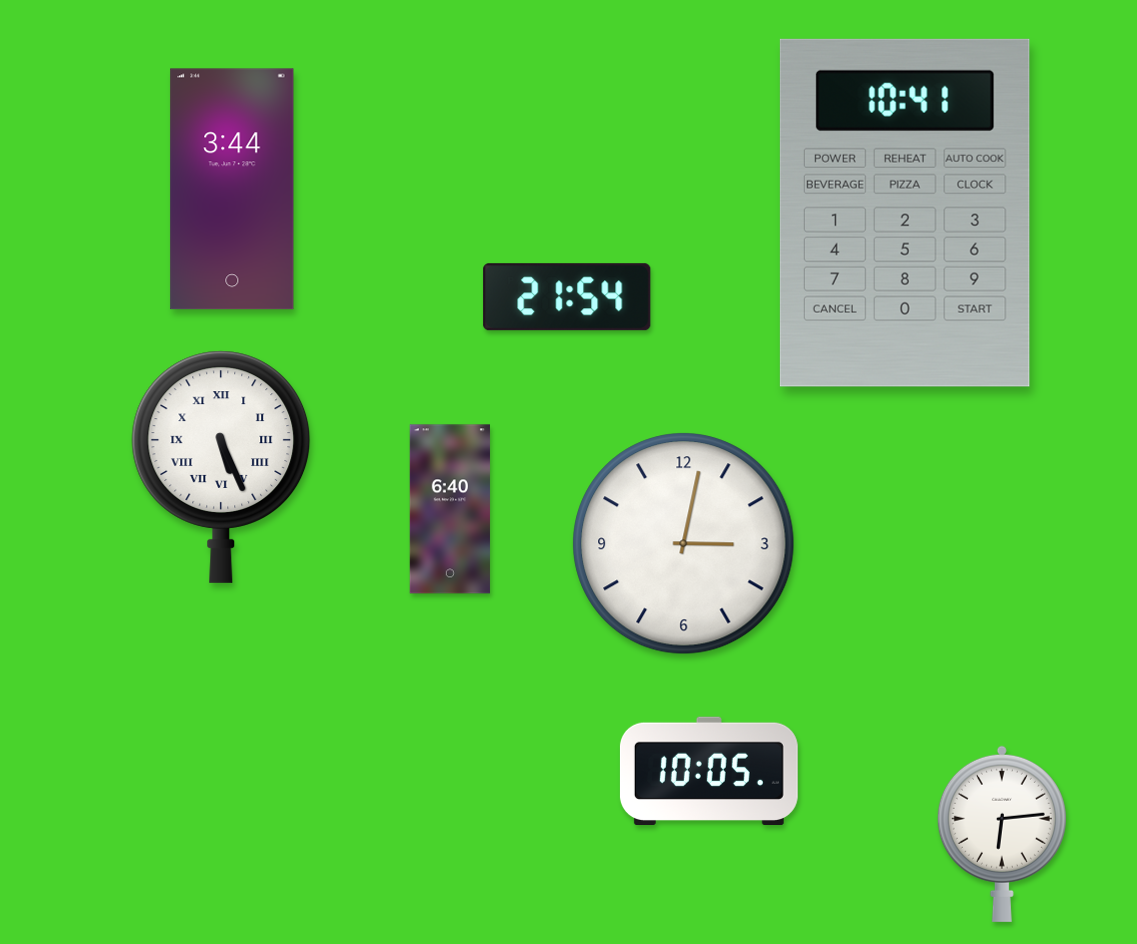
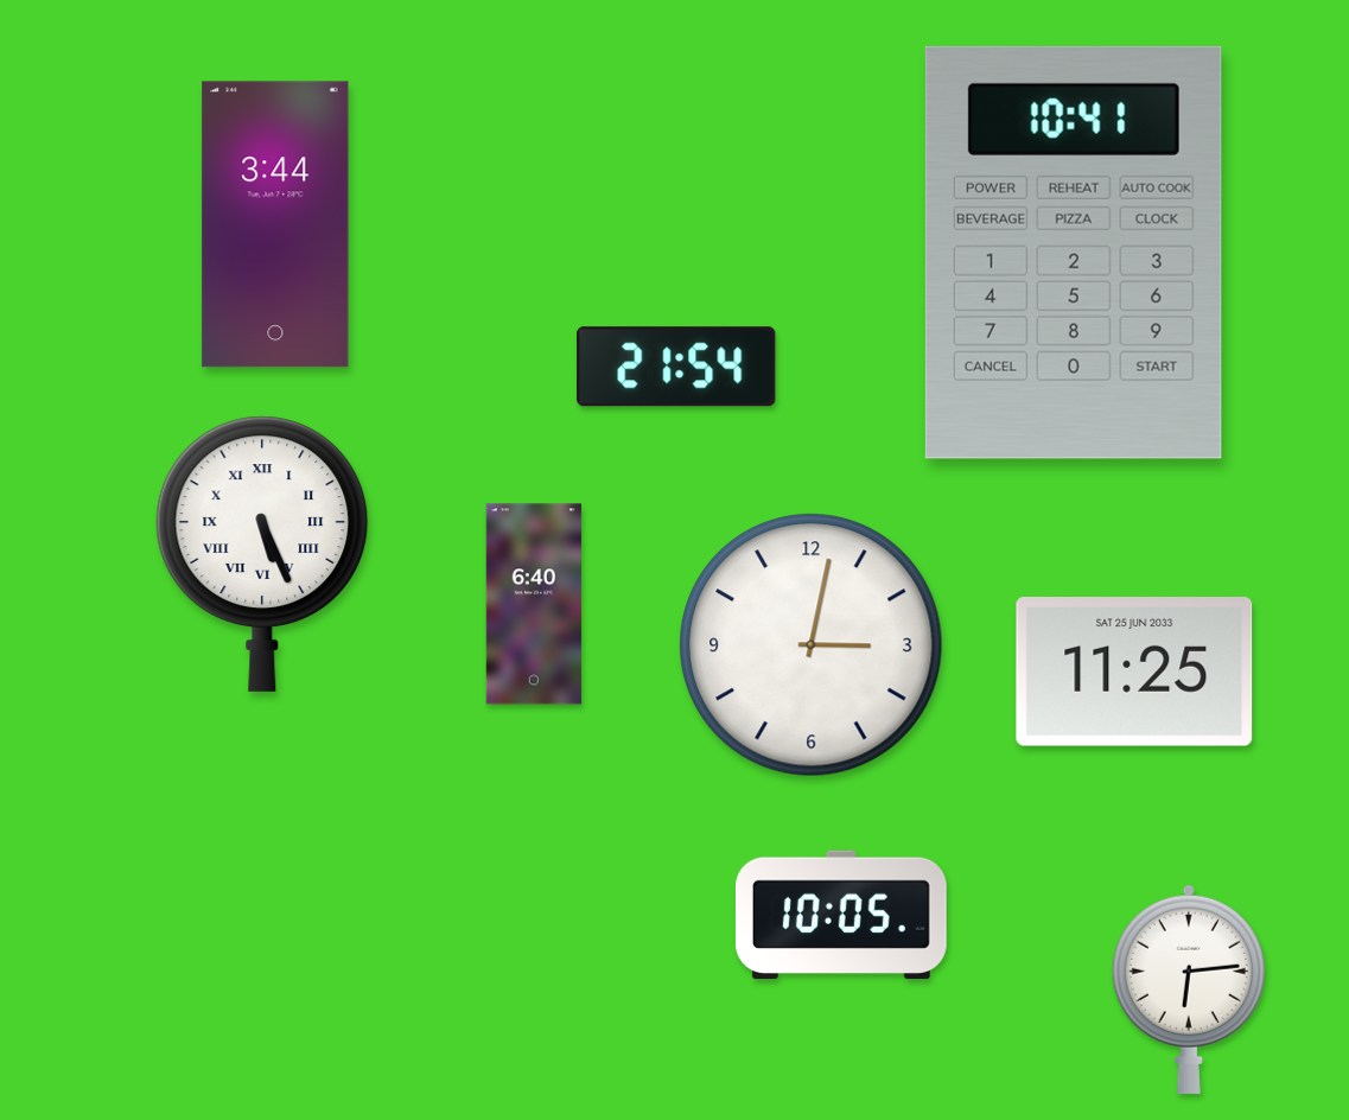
clock at (567, 297) position: (567, 297) -> (676, 367)
clock at (1134, 673): none -> 11:25
